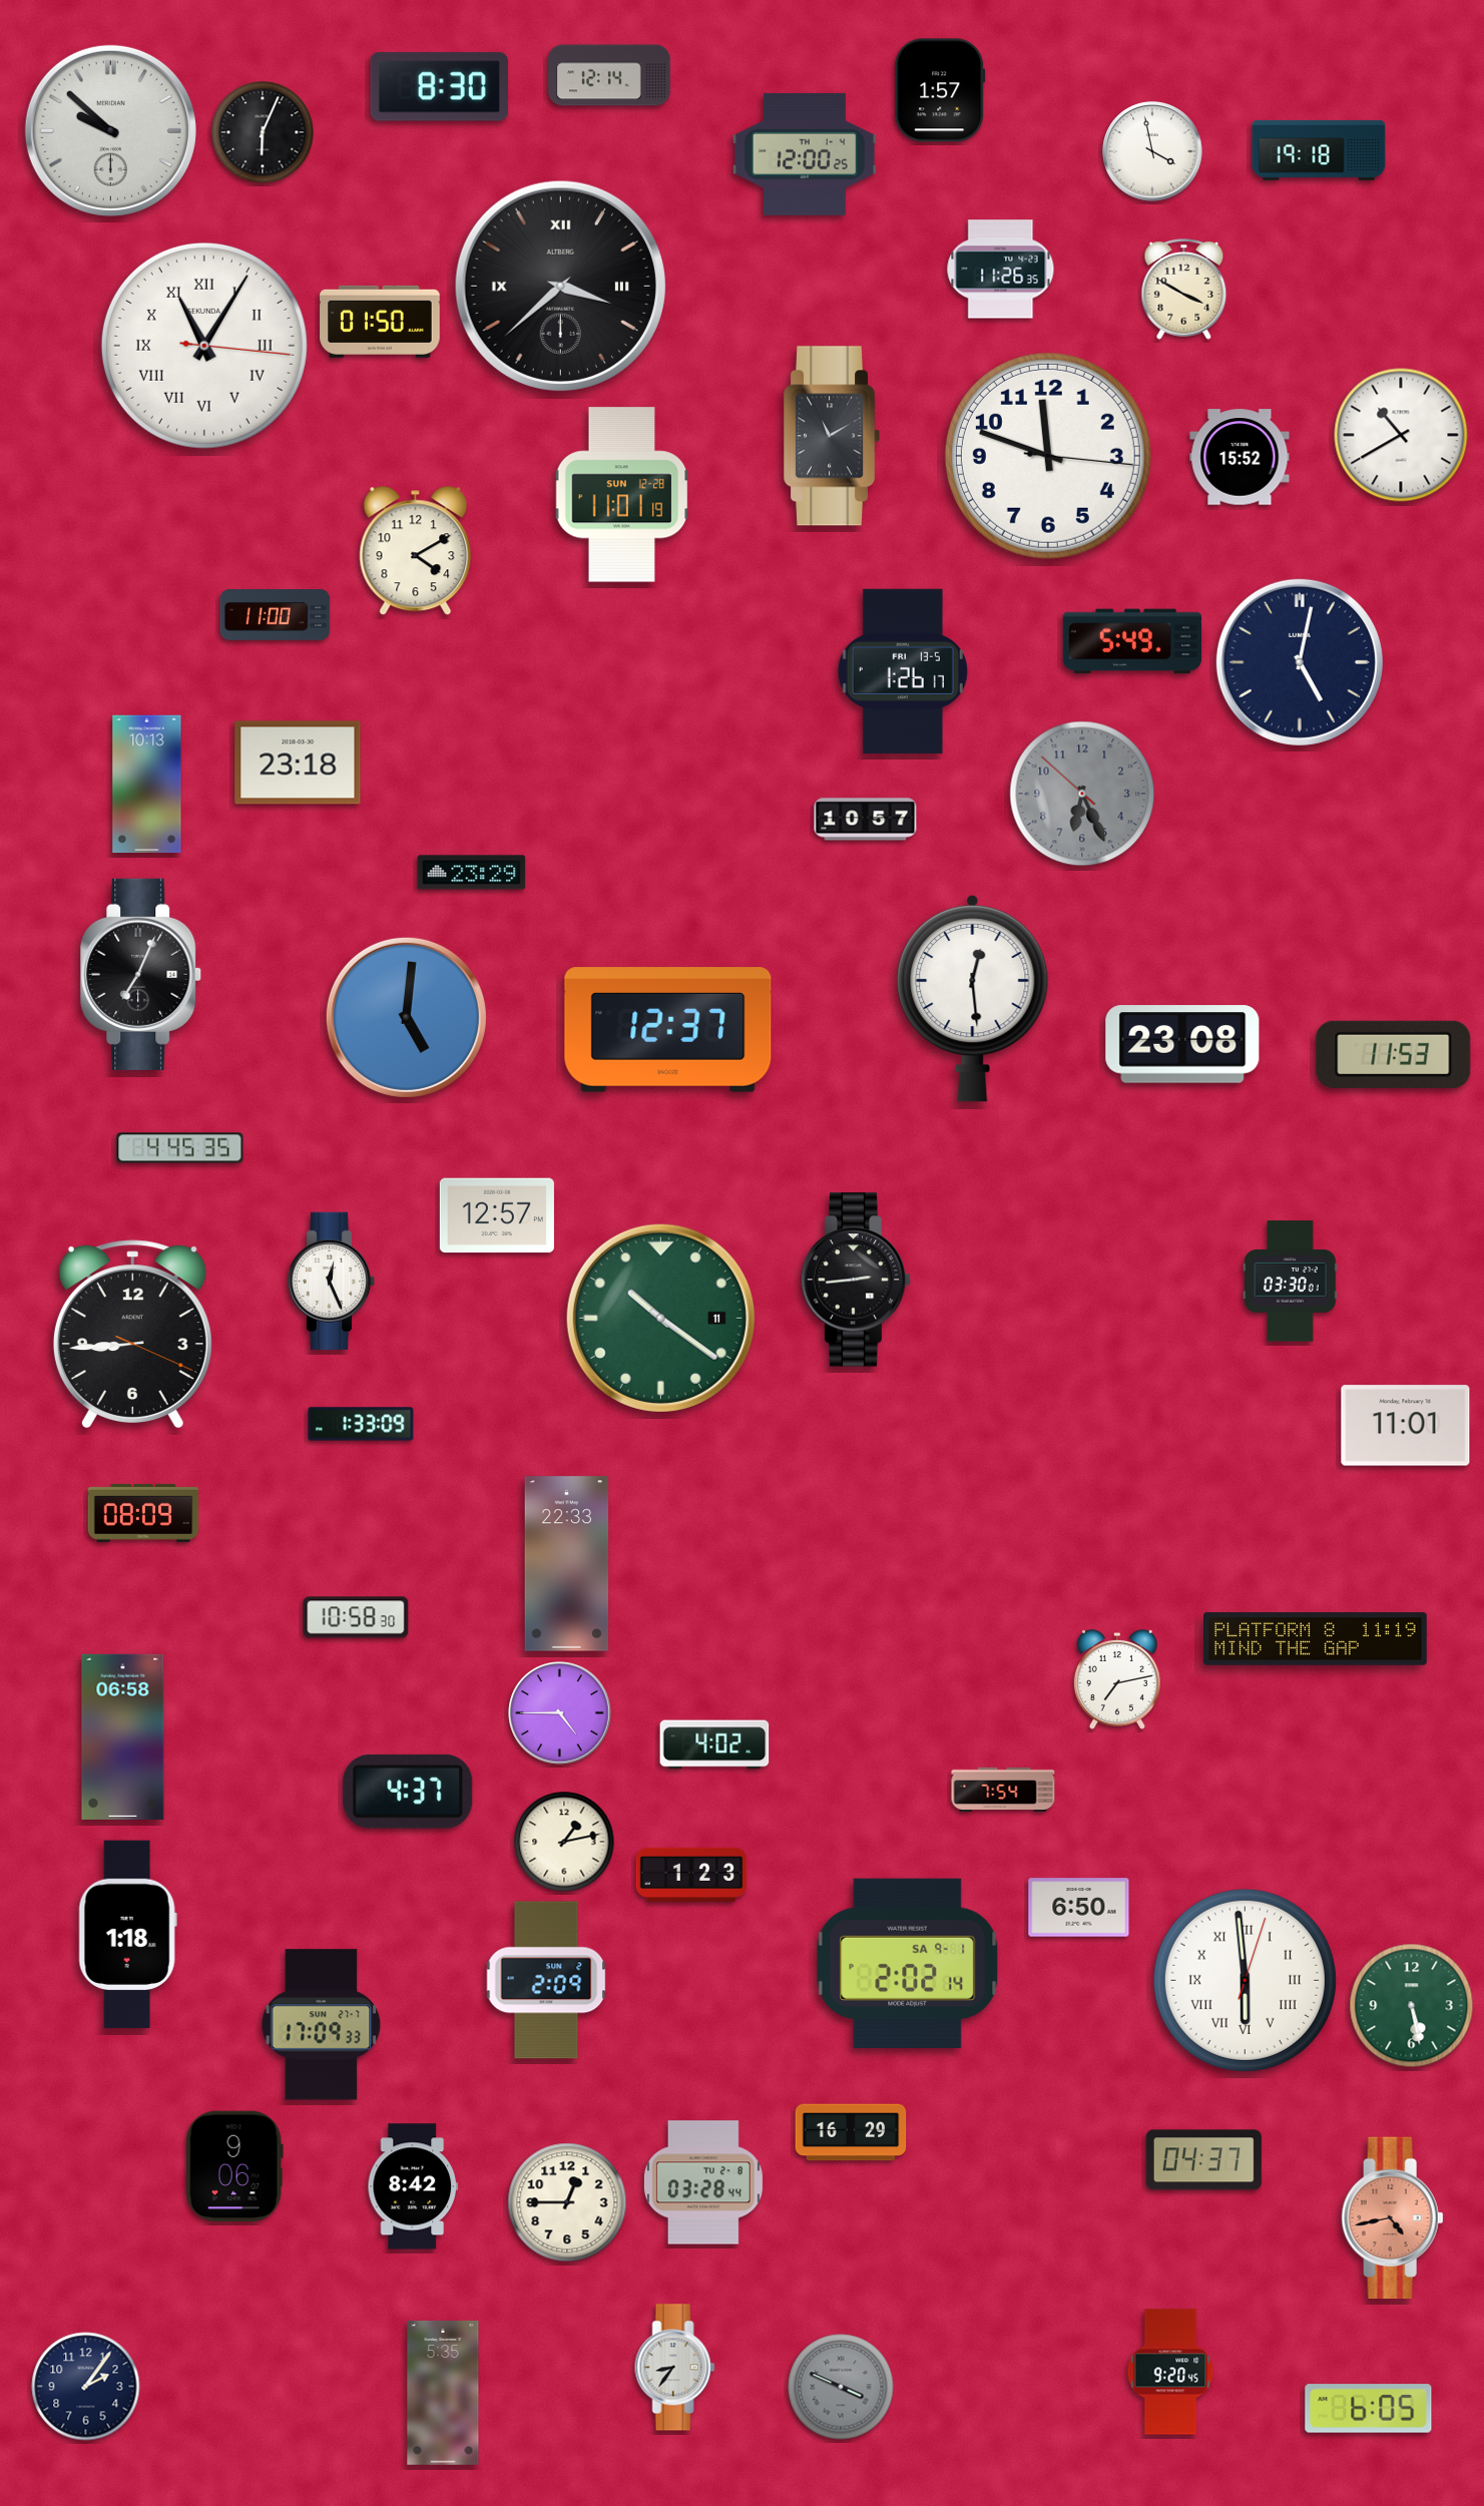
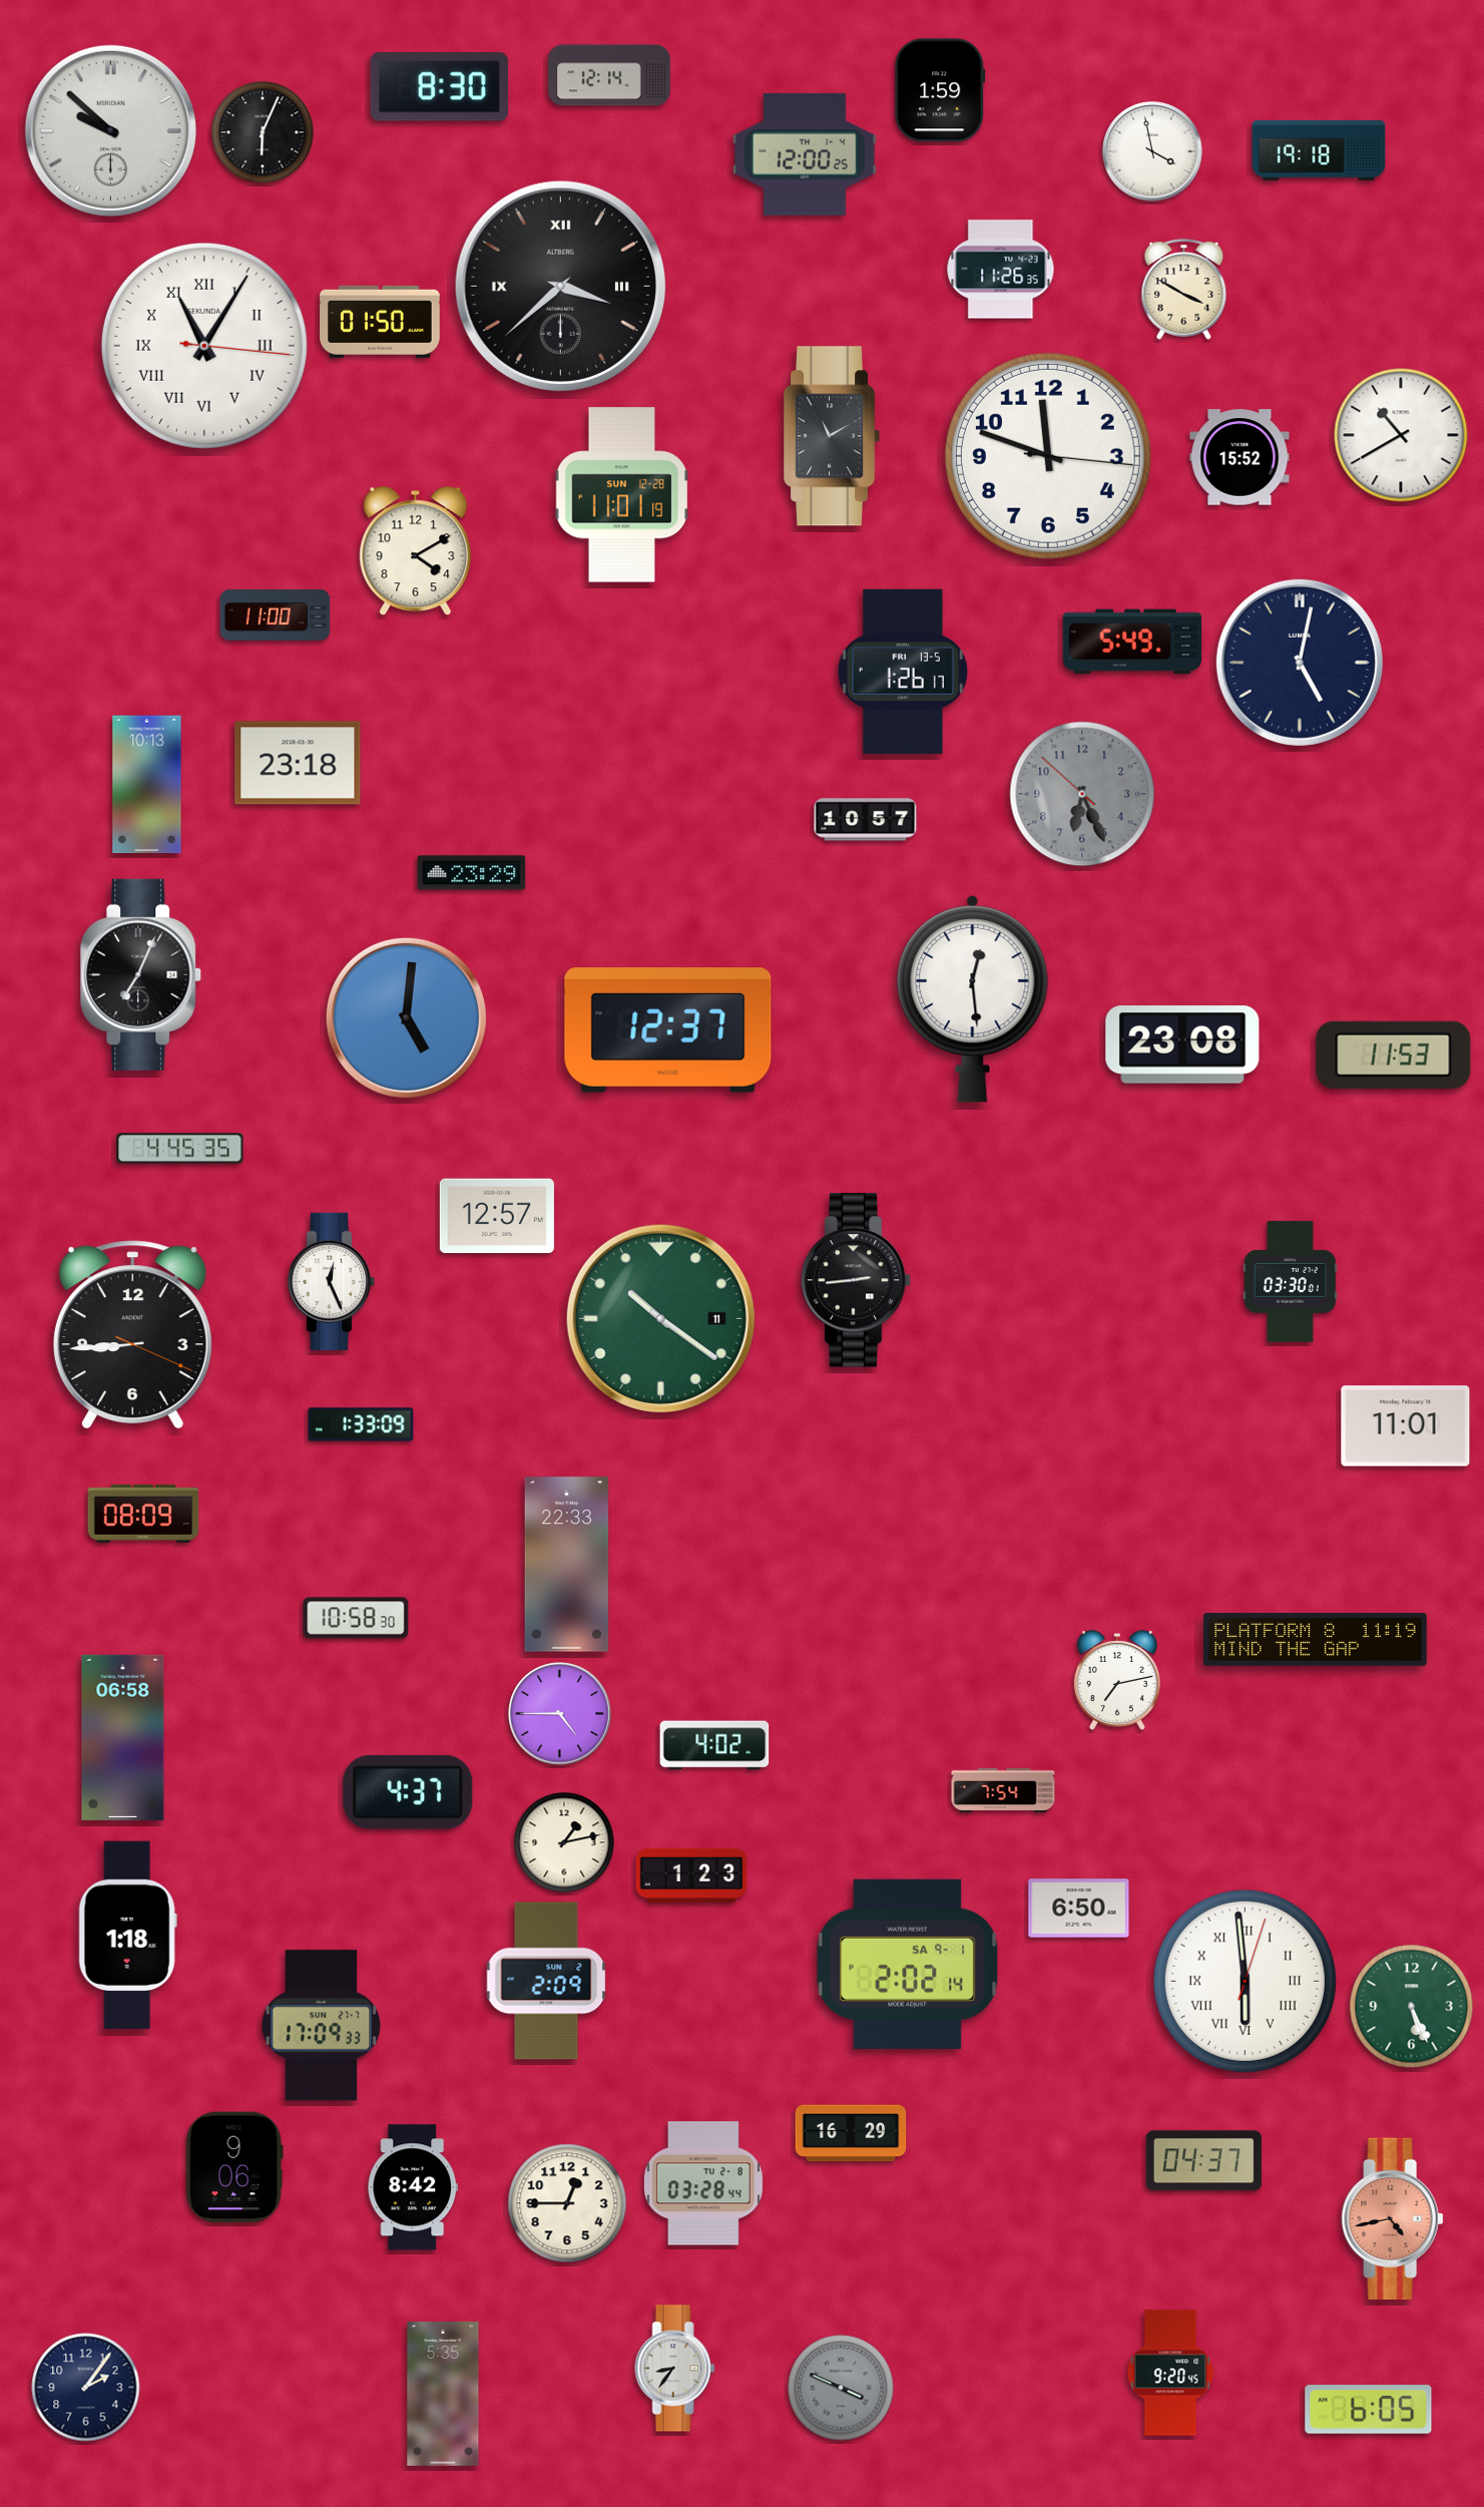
clock at (940, 90): 1:57 -> 1:59
clock at (1412, 2006): 5:28 -> 5:26
